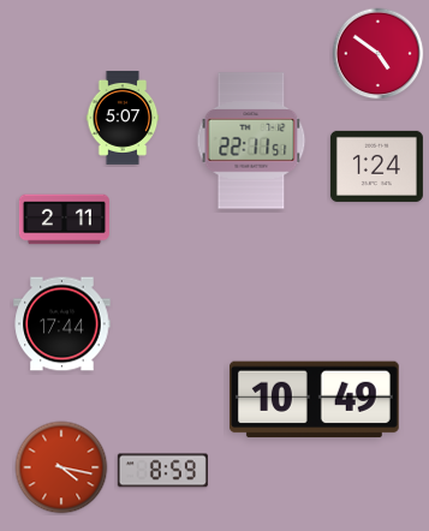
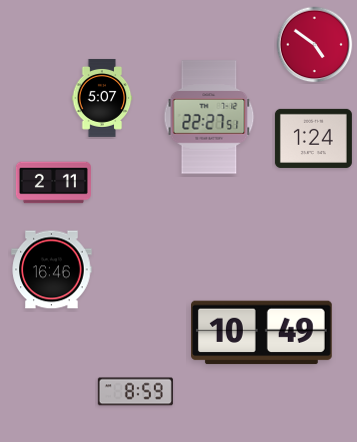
clock at (251, 141): 22:11 -> 22:27
clock at (62, 324): 17:44 -> 16:46
clock at (61, 467): 4:17 -> none
